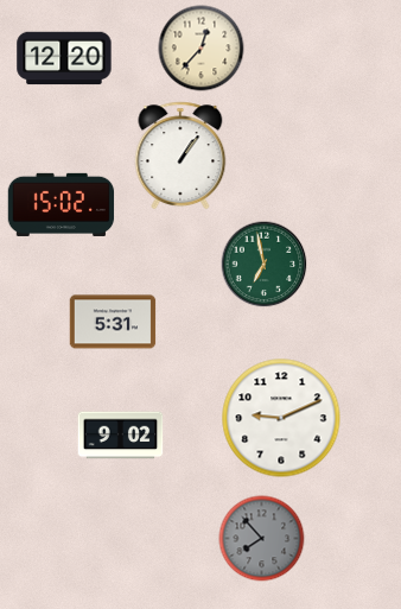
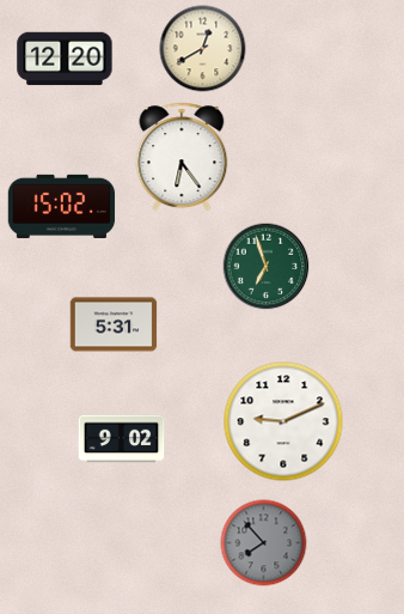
clock at (202, 49): 12:37 -> 12:40
clock at (180, 156): 1:06 -> 6:24
clock at (265, 265): 6:58 -> 6:57
